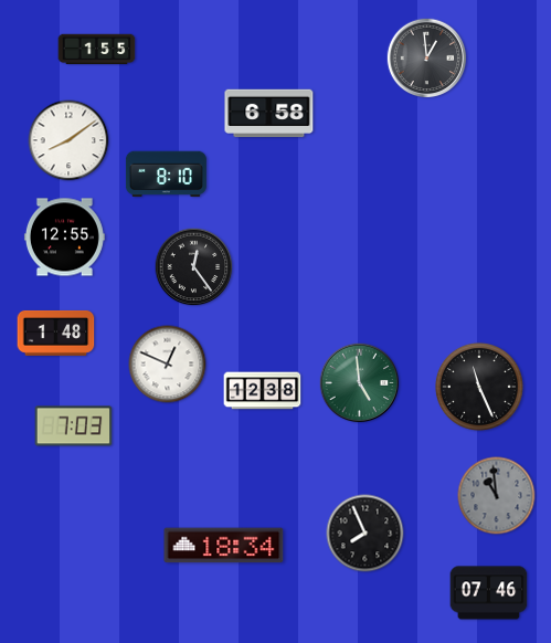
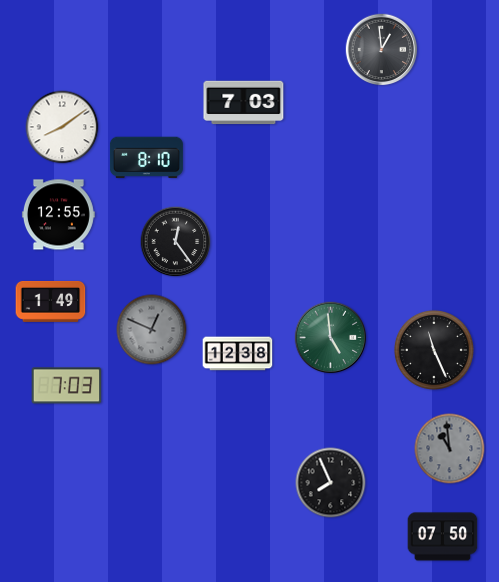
clock at (97, 50): 1:55 -> none
clock at (427, 59) position: (427, 59) -> (382, 50)
clock at (269, 114): 6:58 -> 7:03
clock at (166, 175) position: (166, 175) -> (146, 158)
clock at (56, 333): 1:48 -> 1:49
clock at (168, 365) dial: white -> grey
clock at (360, 383) position: (360, 383) -> (331, 338)
clock at (224, 546): 18:34 -> none
clock at (489, 593): 07:46 -> 07:50
